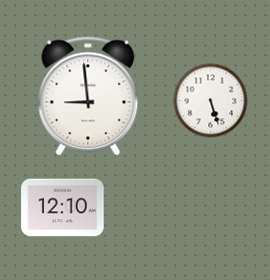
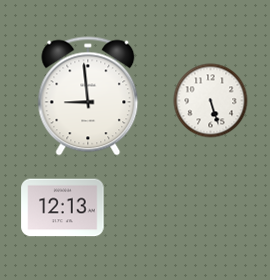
clock at (63, 208): 12:10 -> 12:13
